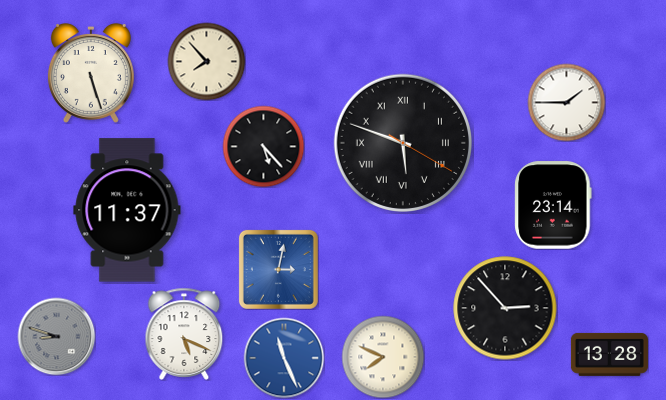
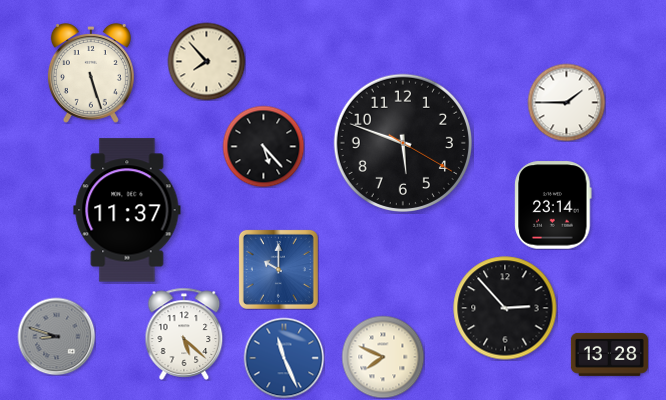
clock at (402, 142) numerals: Roman -> Arabic
clock at (278, 269): 3:02 -> 10:00
clock at (184, 334): 5:19 -> 5:22
